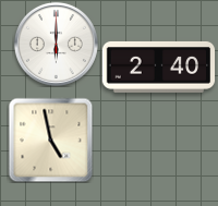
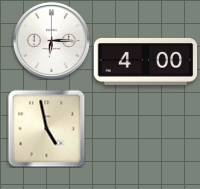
clock at (56, 44): 6:00 -> 6:15
clock at (159, 66): 2:40 -> 4:00
